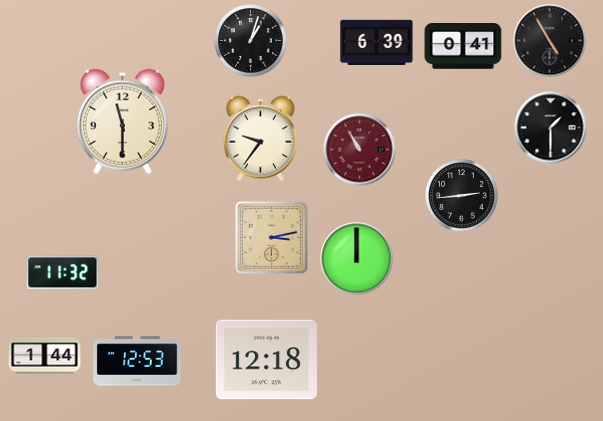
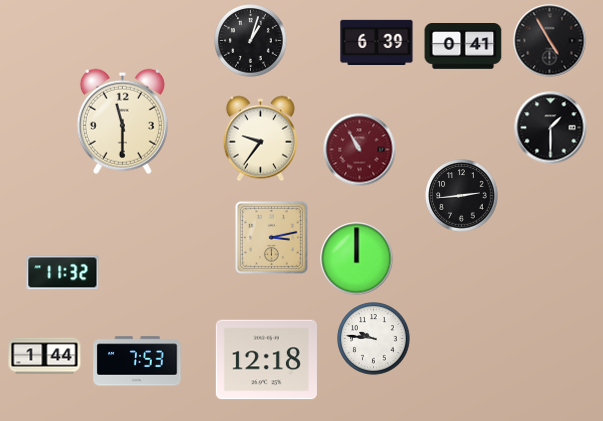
clock at (374, 339): none -> 9:46
clock at (137, 361): 12:53 -> 7:53
